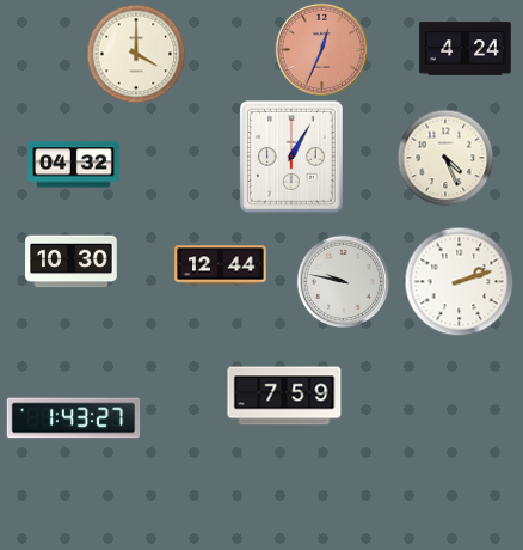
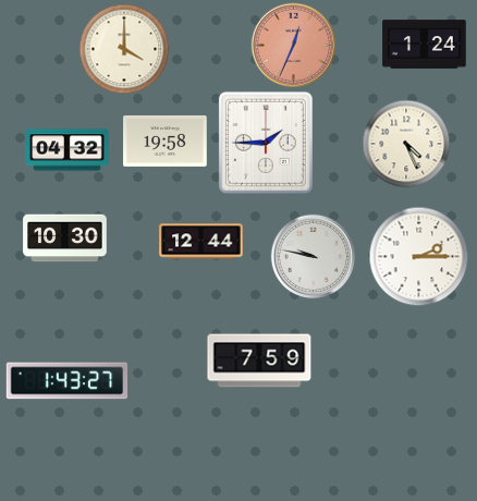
clock at (466, 49): 4:24 -> 1:24
clock at (166, 140): none -> 19:58
clock at (291, 157): 1:05 -> 1:45
clock at (459, 281): 2:12 -> 2:15
